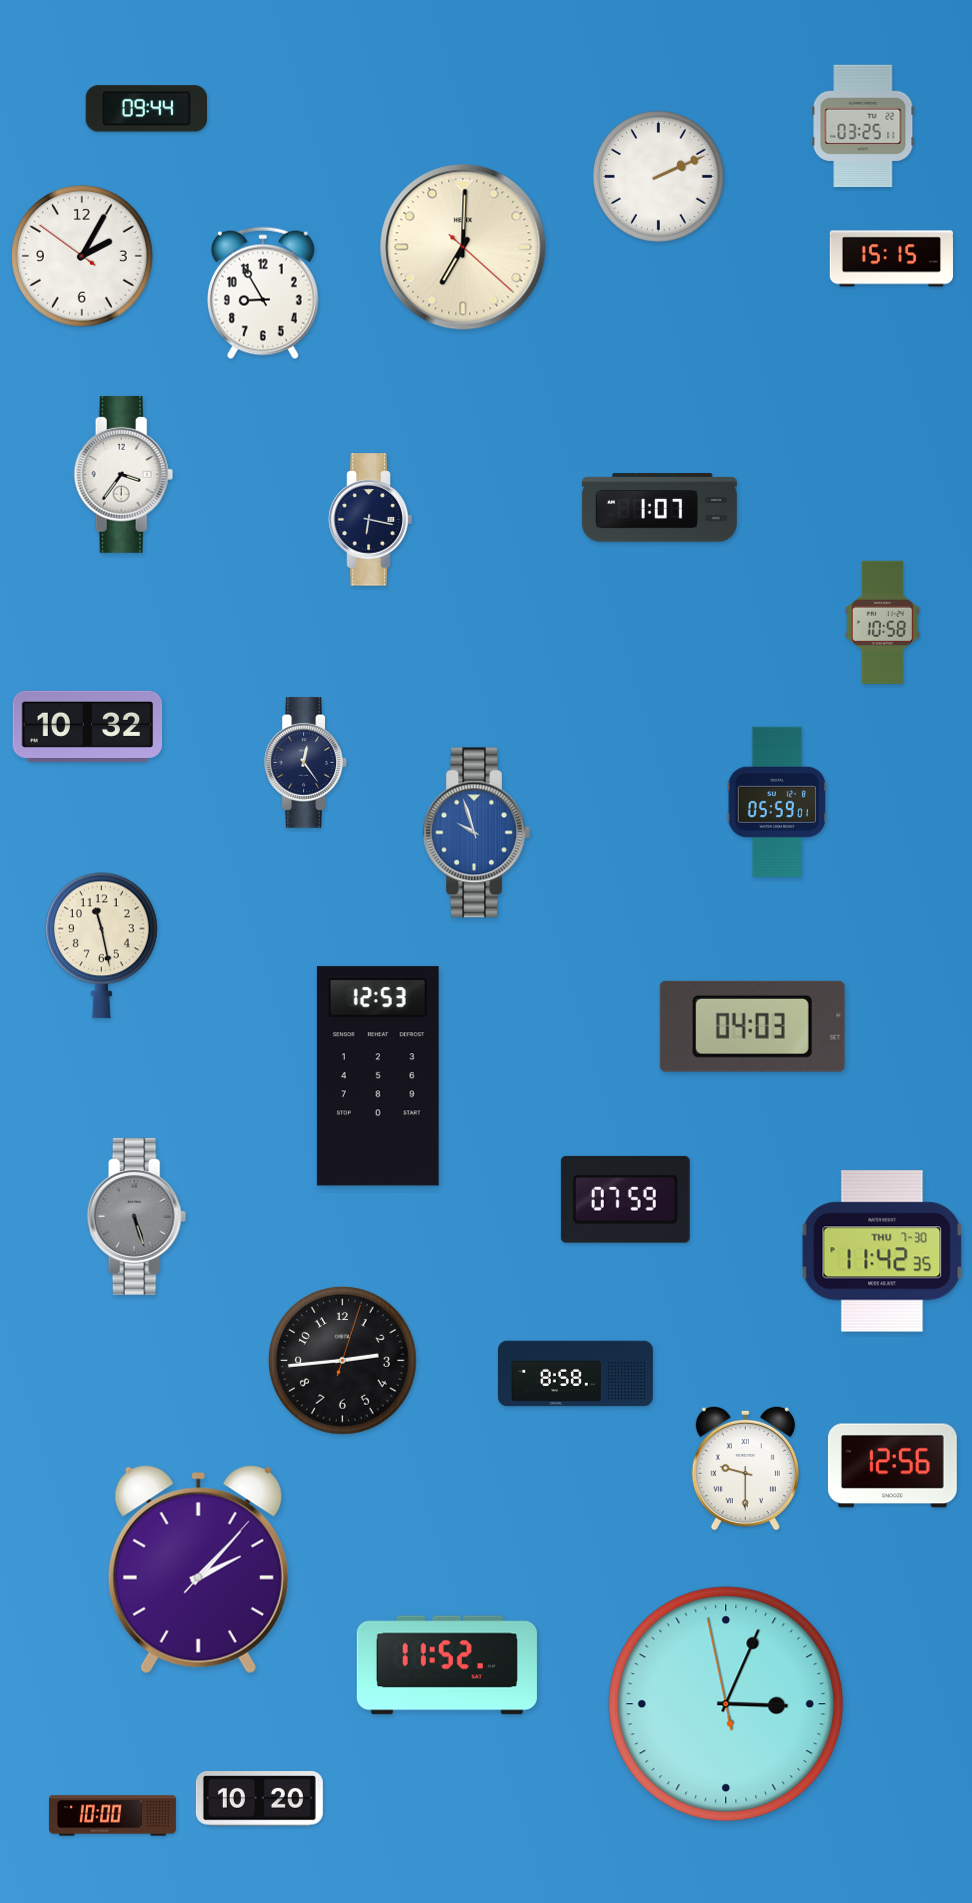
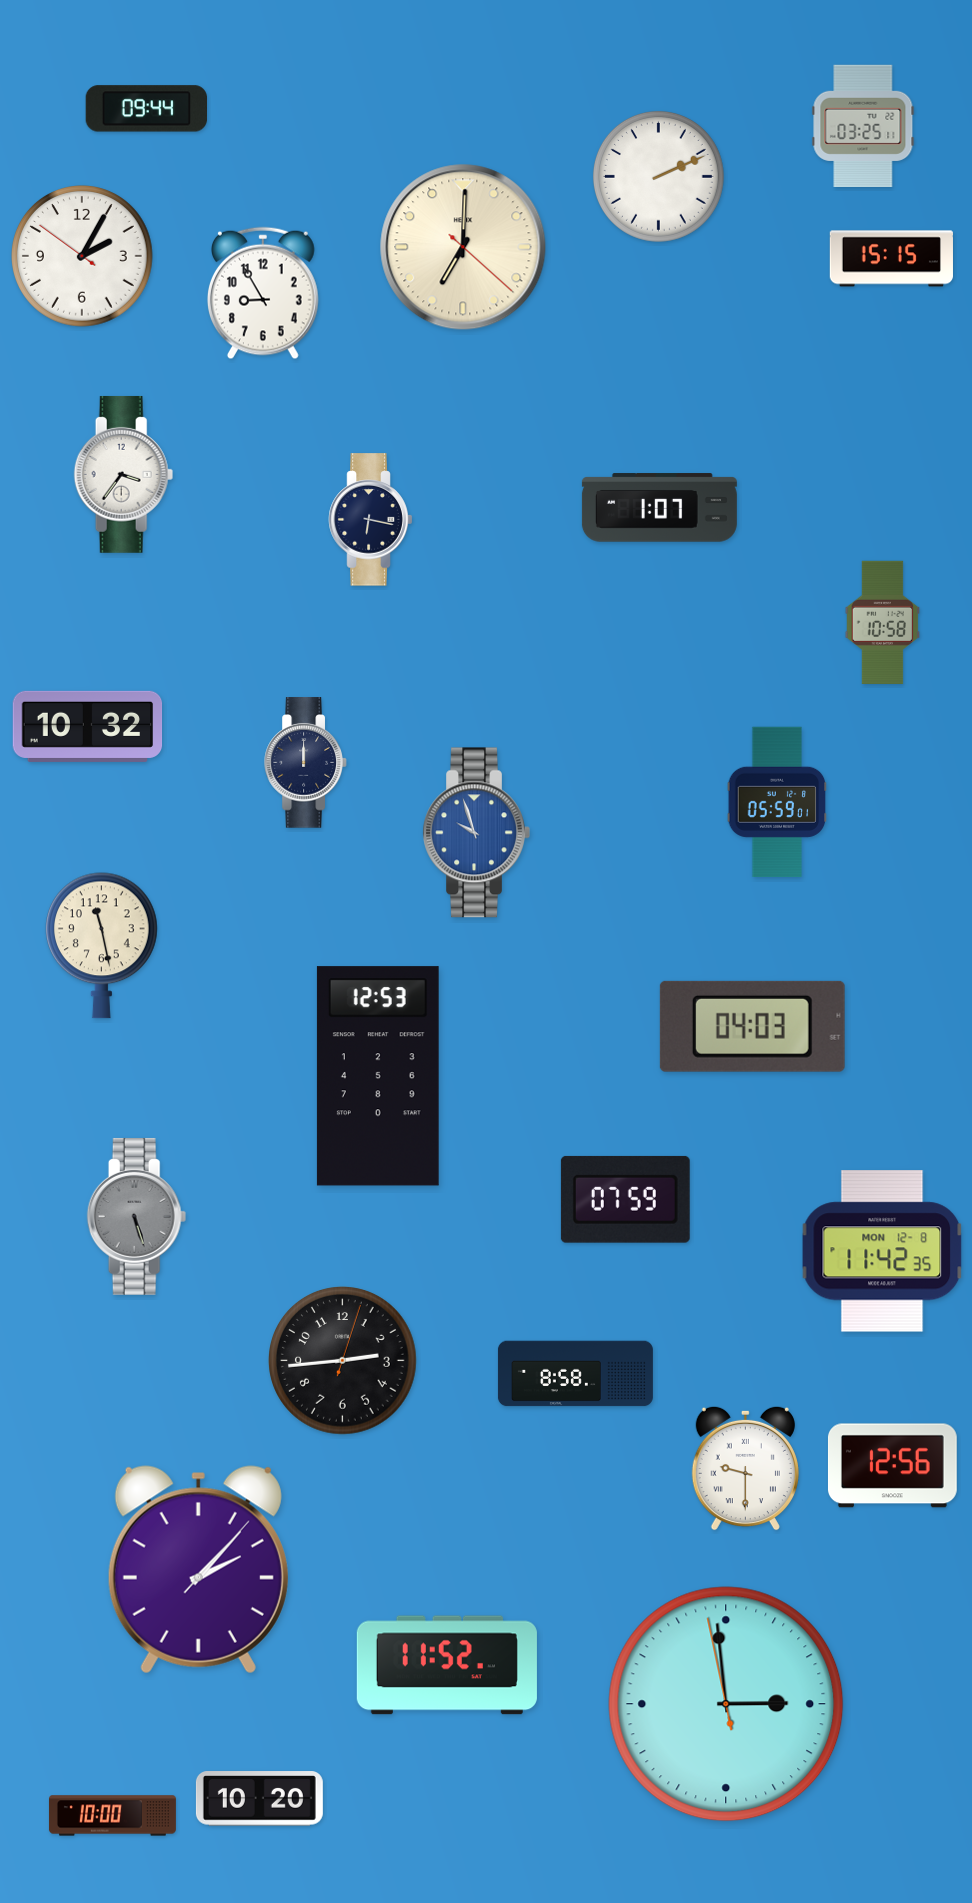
clock at (306, 763): 12:24 -> 12:00
clock at (882, 1251) date: THU 7-30 -> MON 12-8
clock at (726, 1704): 3:03 -> 2:58
